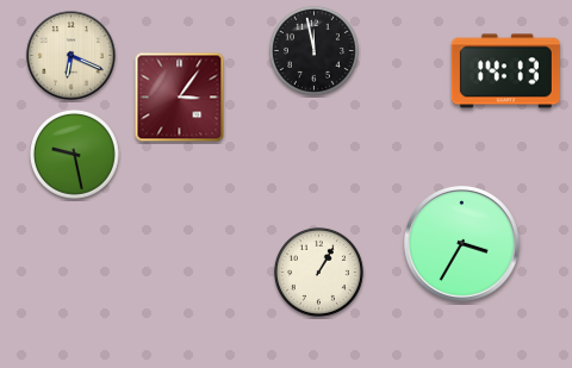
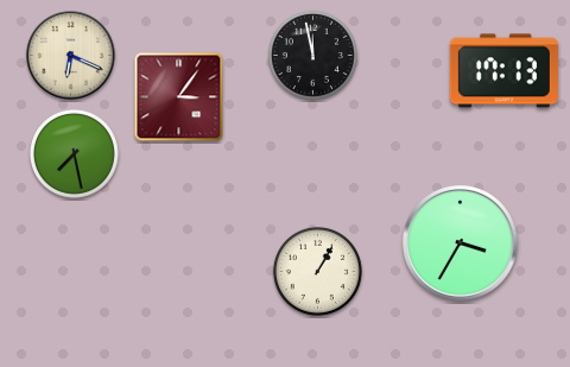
clock at (313, 50) position: (313, 50) -> (312, 55)
clock at (505, 71): 14:13 -> 17:13
clock at (74, 154): 9:28 -> 7:28
